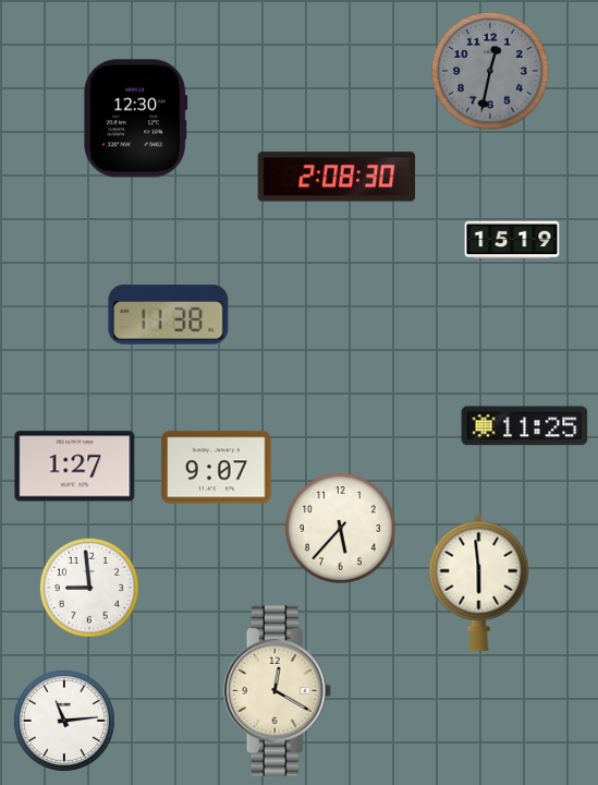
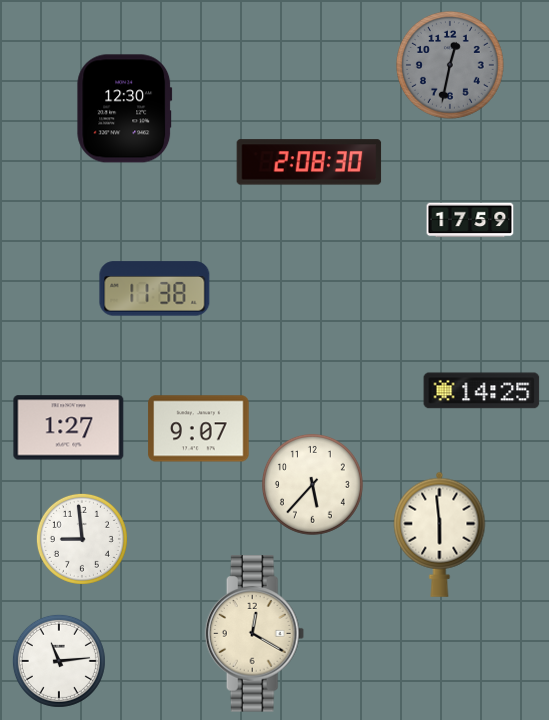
clock at (512, 240): 15:19 -> 17:59
clock at (525, 426): 11:25 -> 14:25
